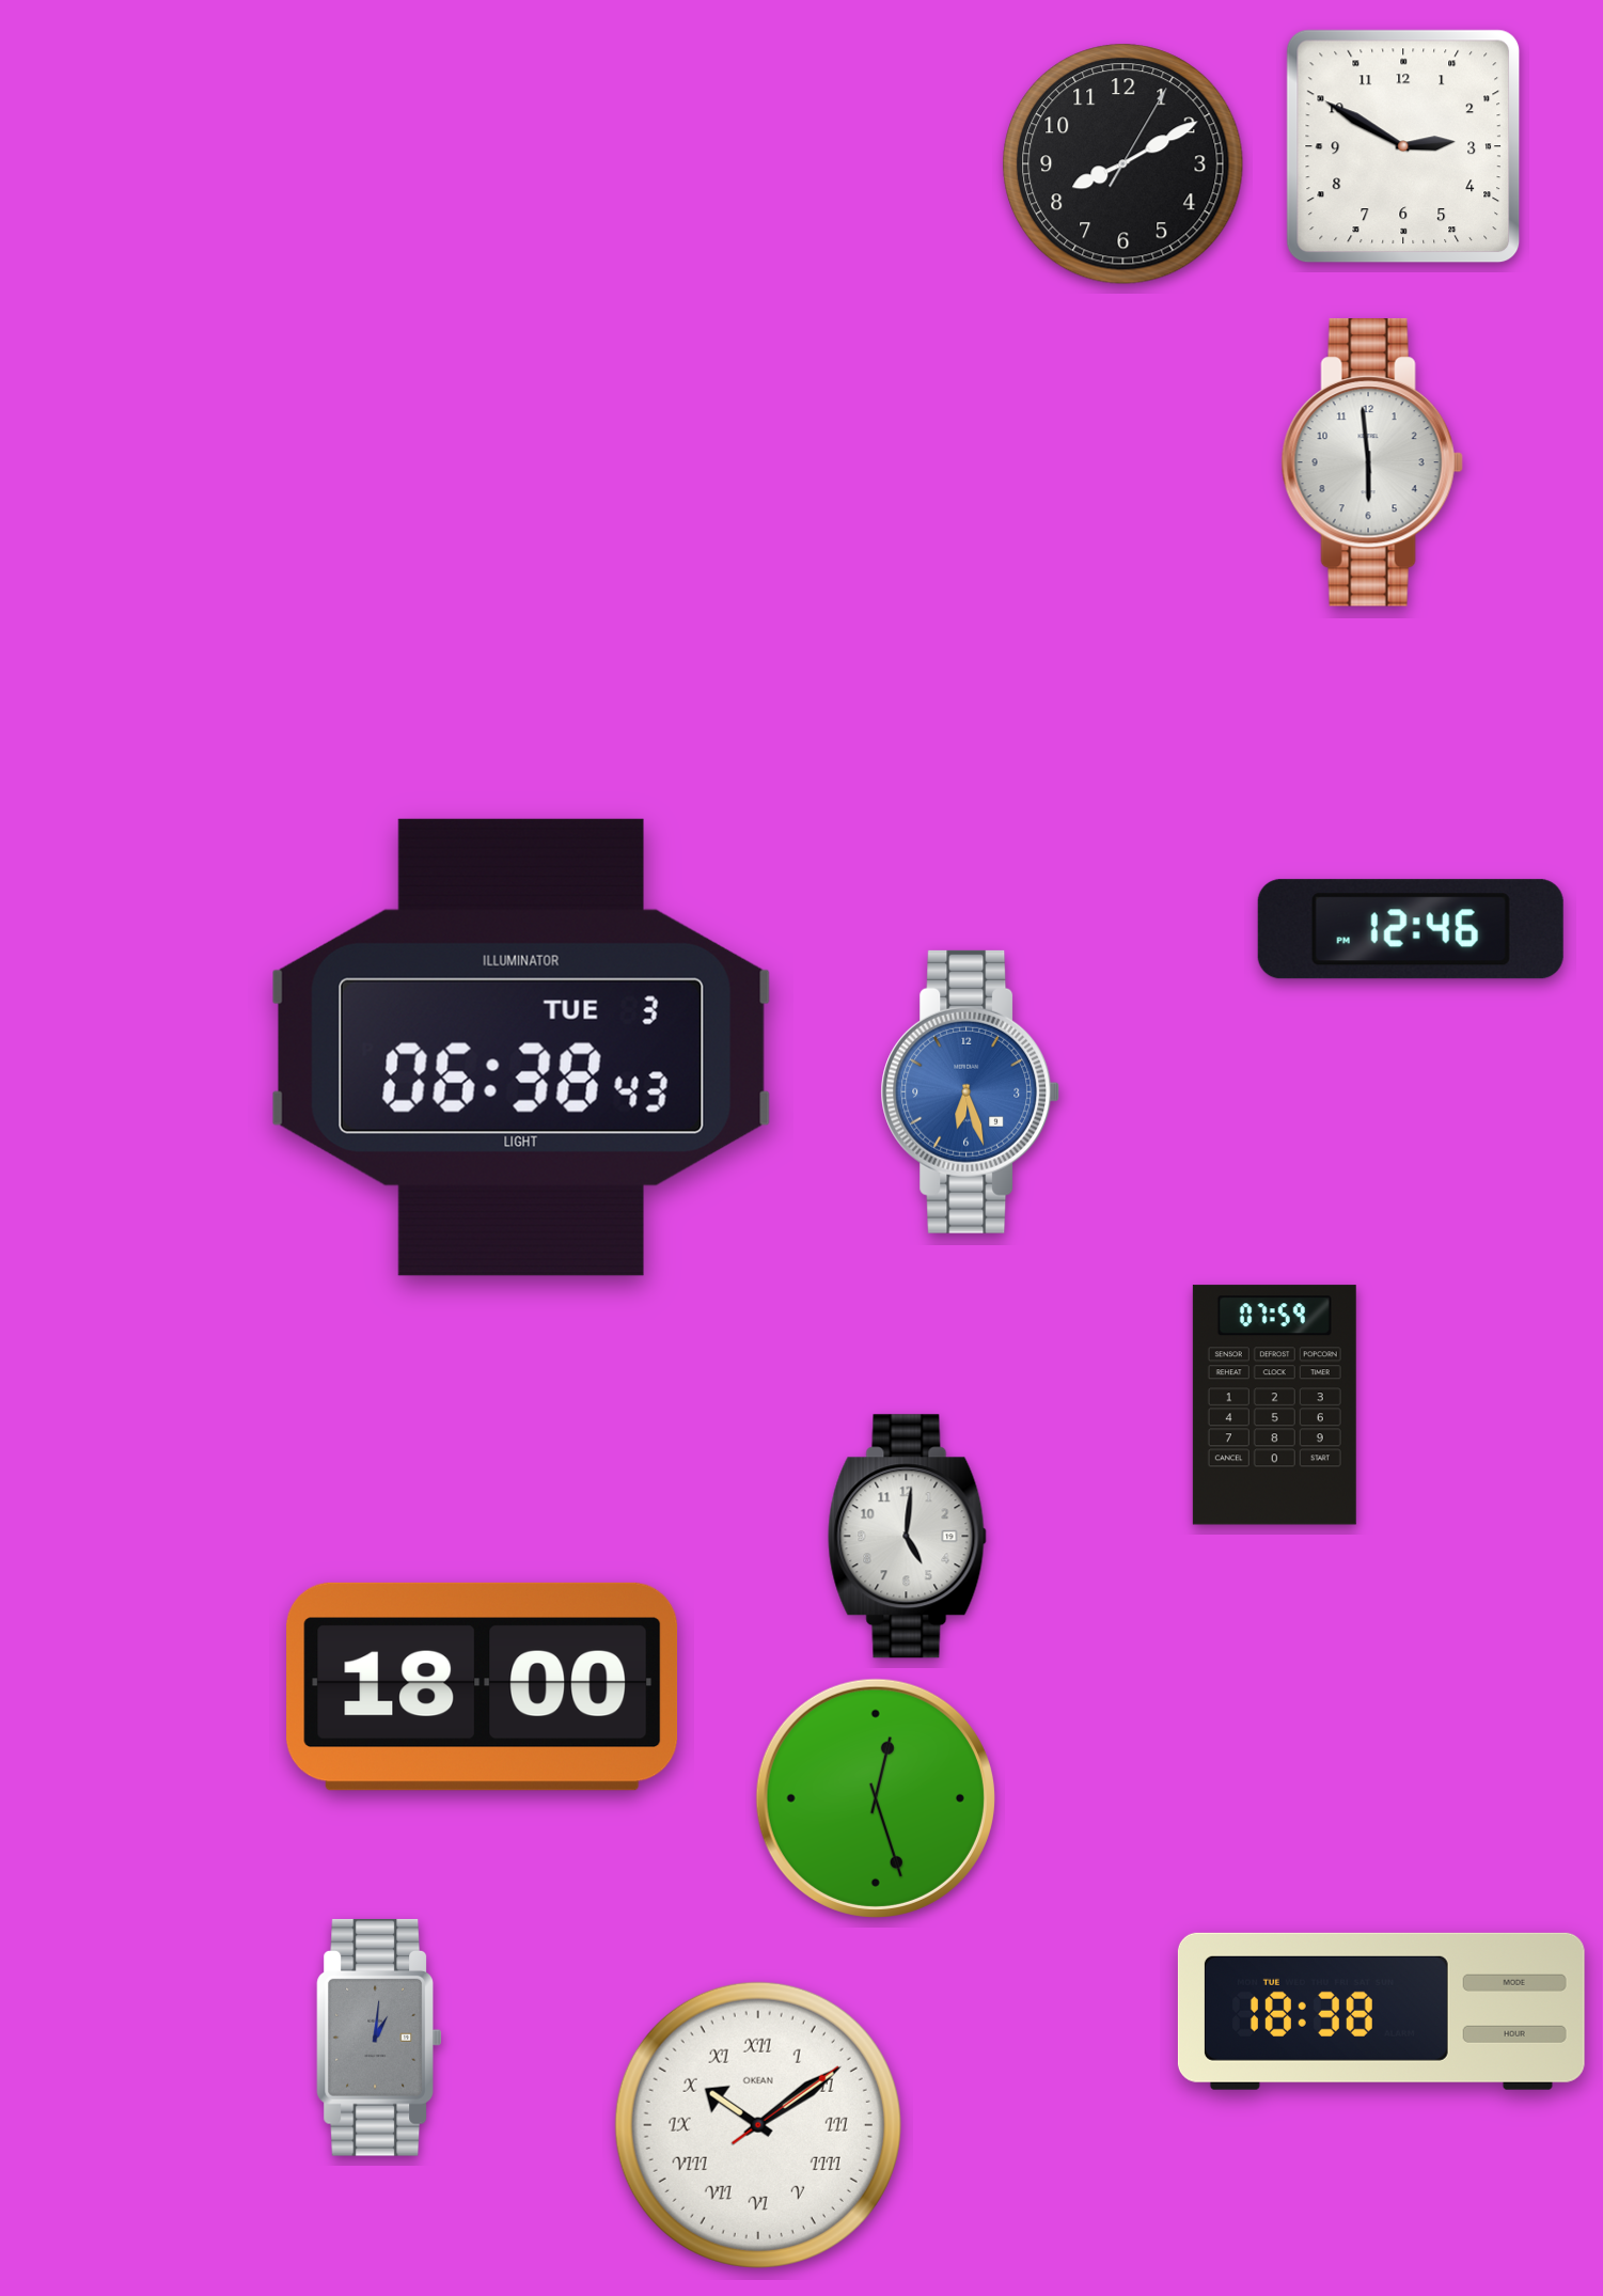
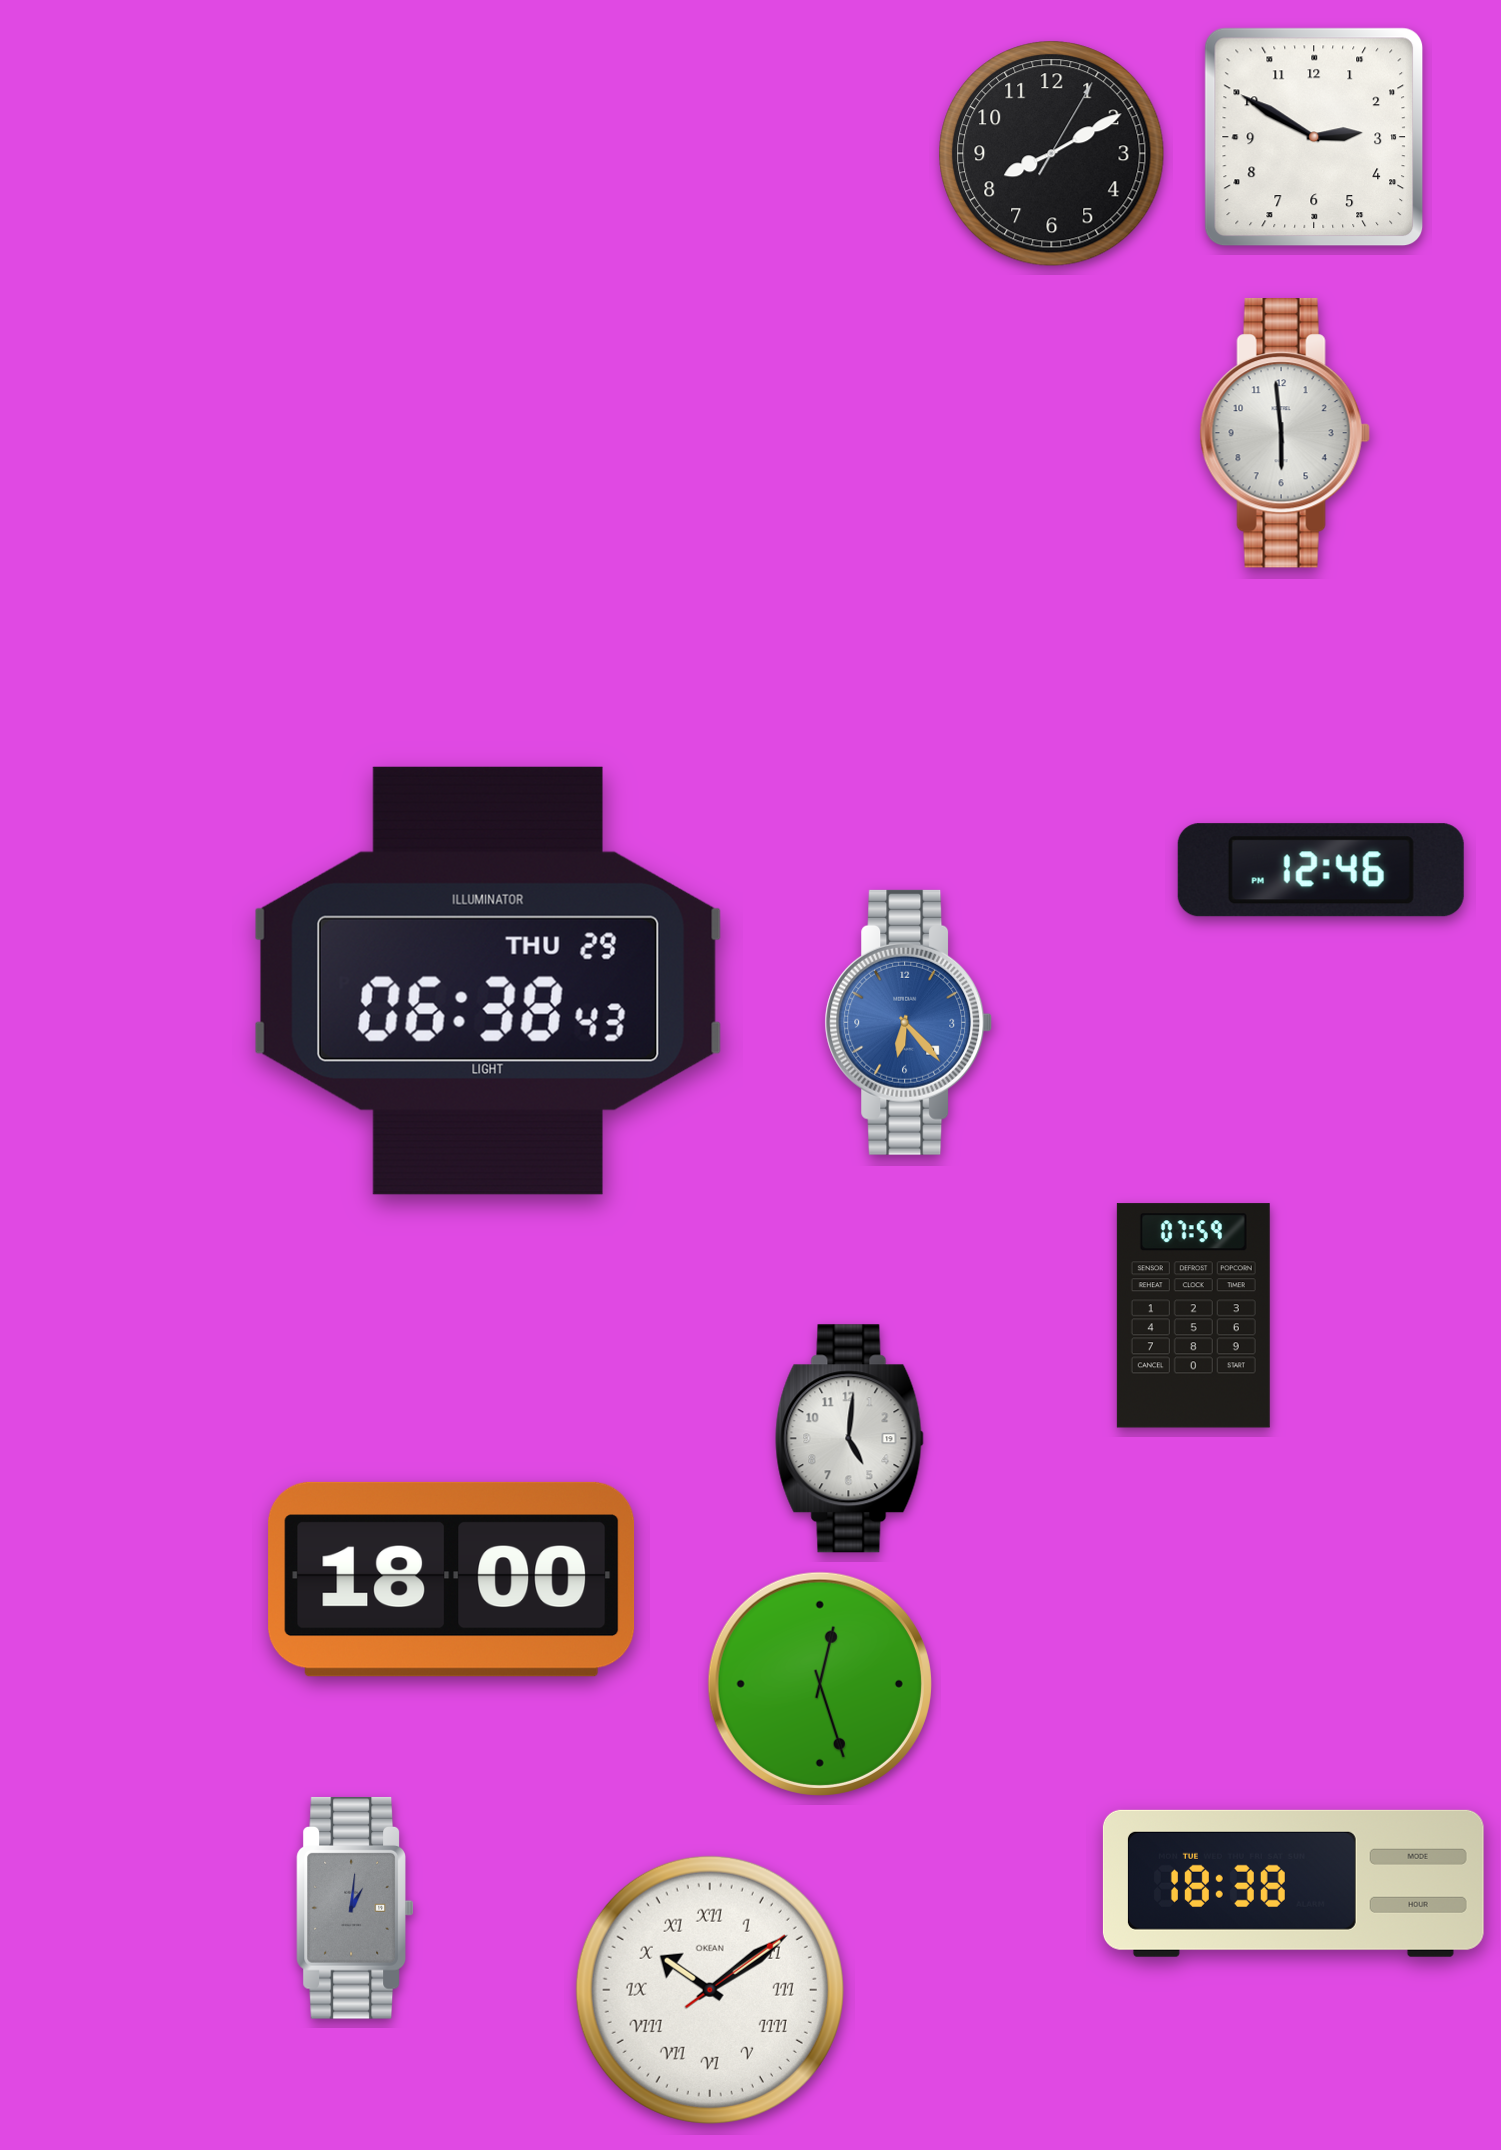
clock at (521, 1048) date: TUE 3 -> THU 29
clock at (971, 1091): 6:27 -> 6:23
